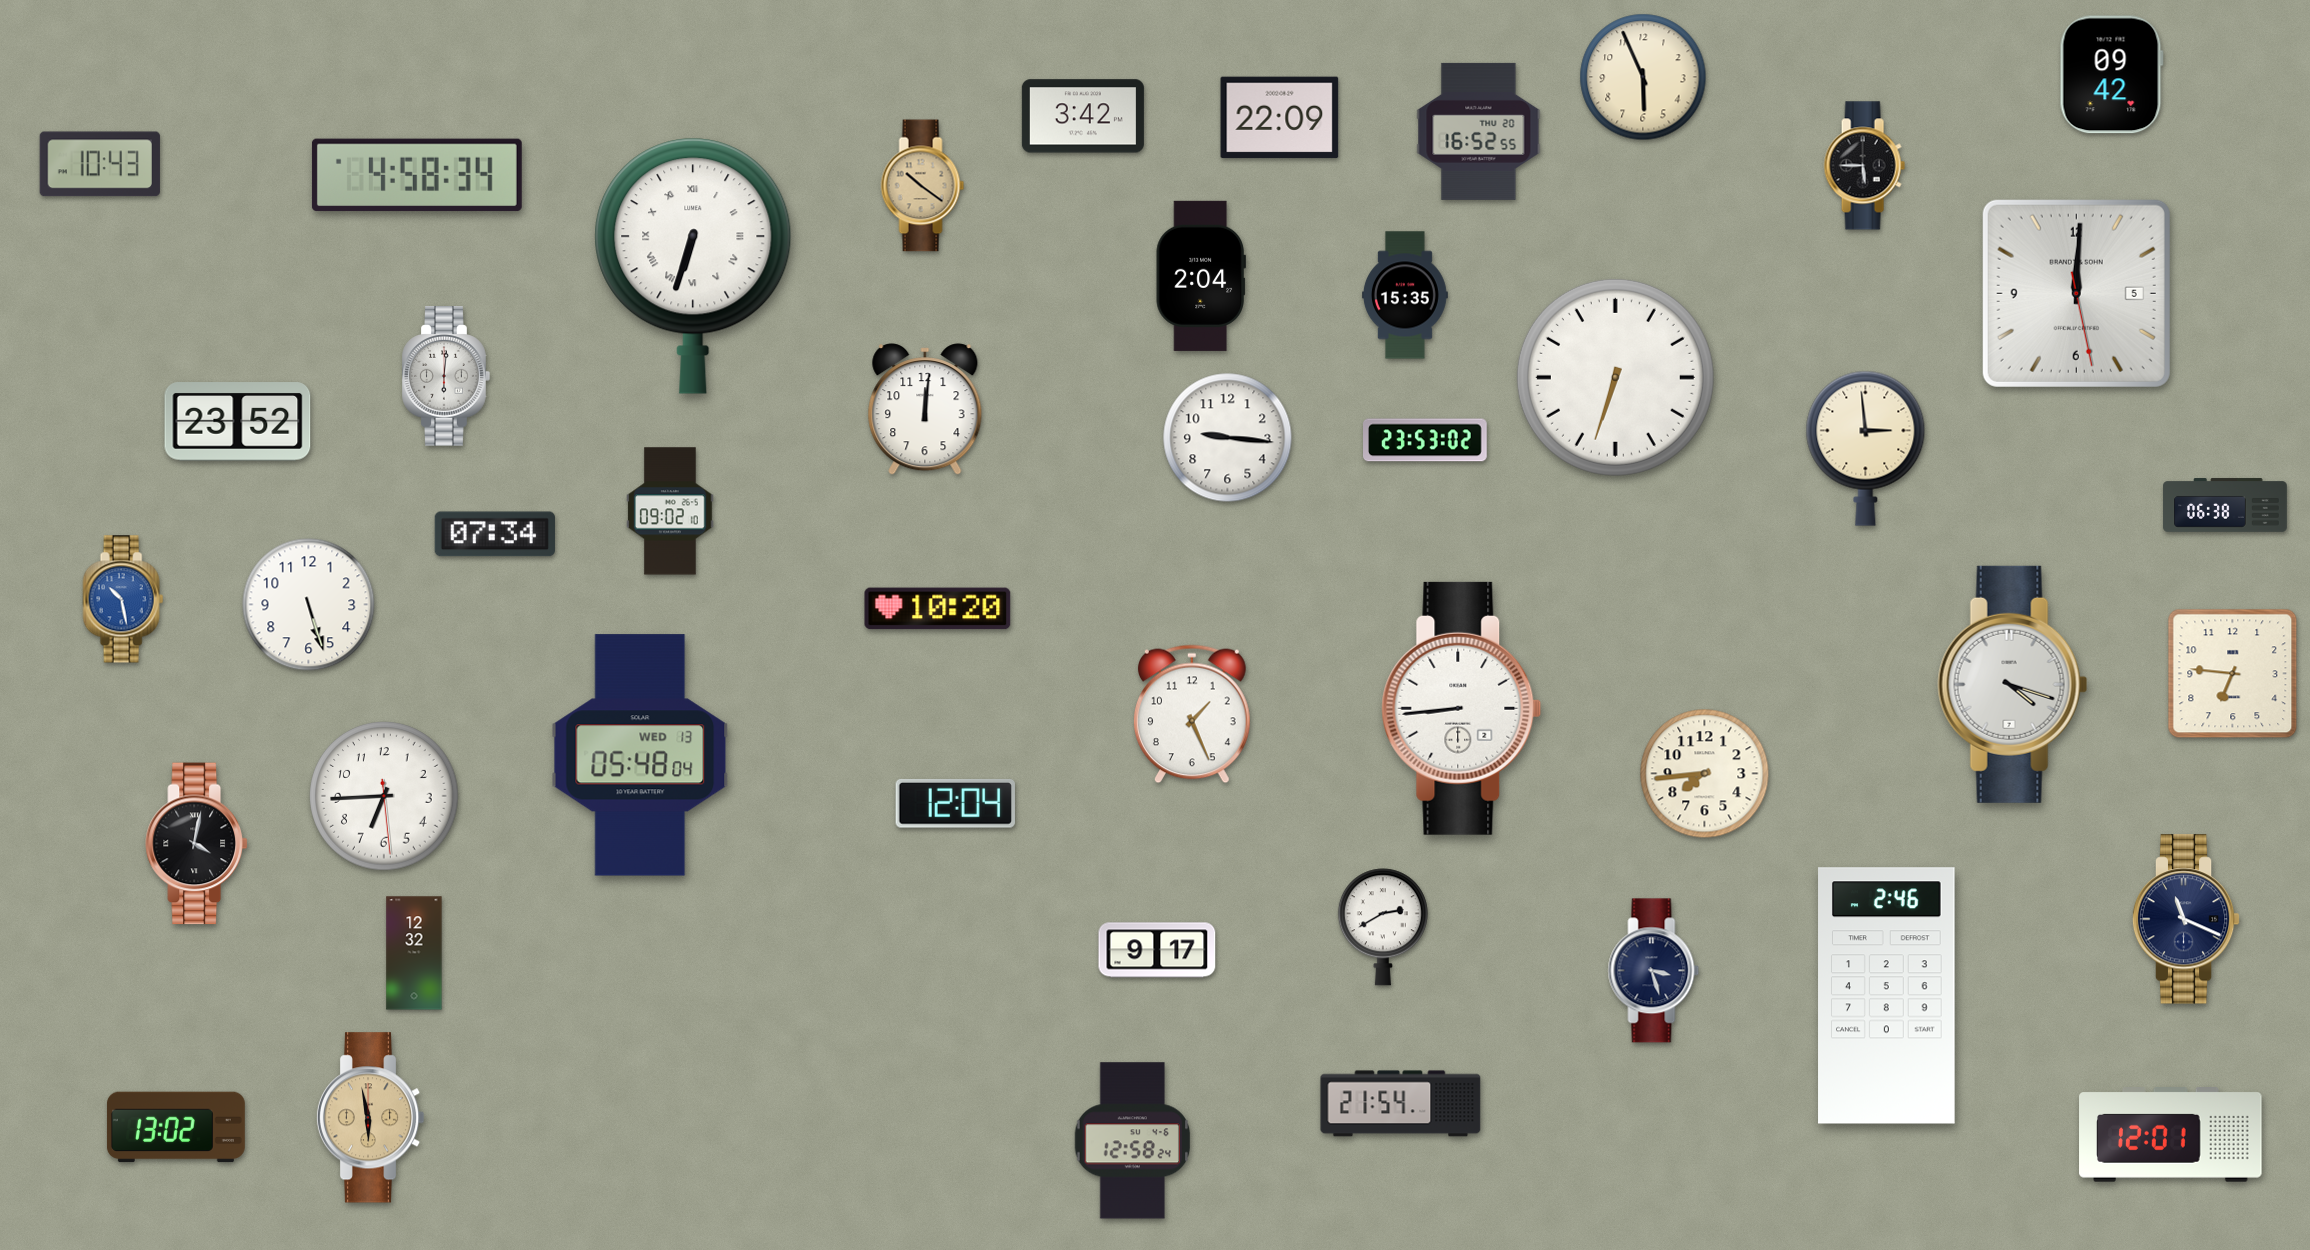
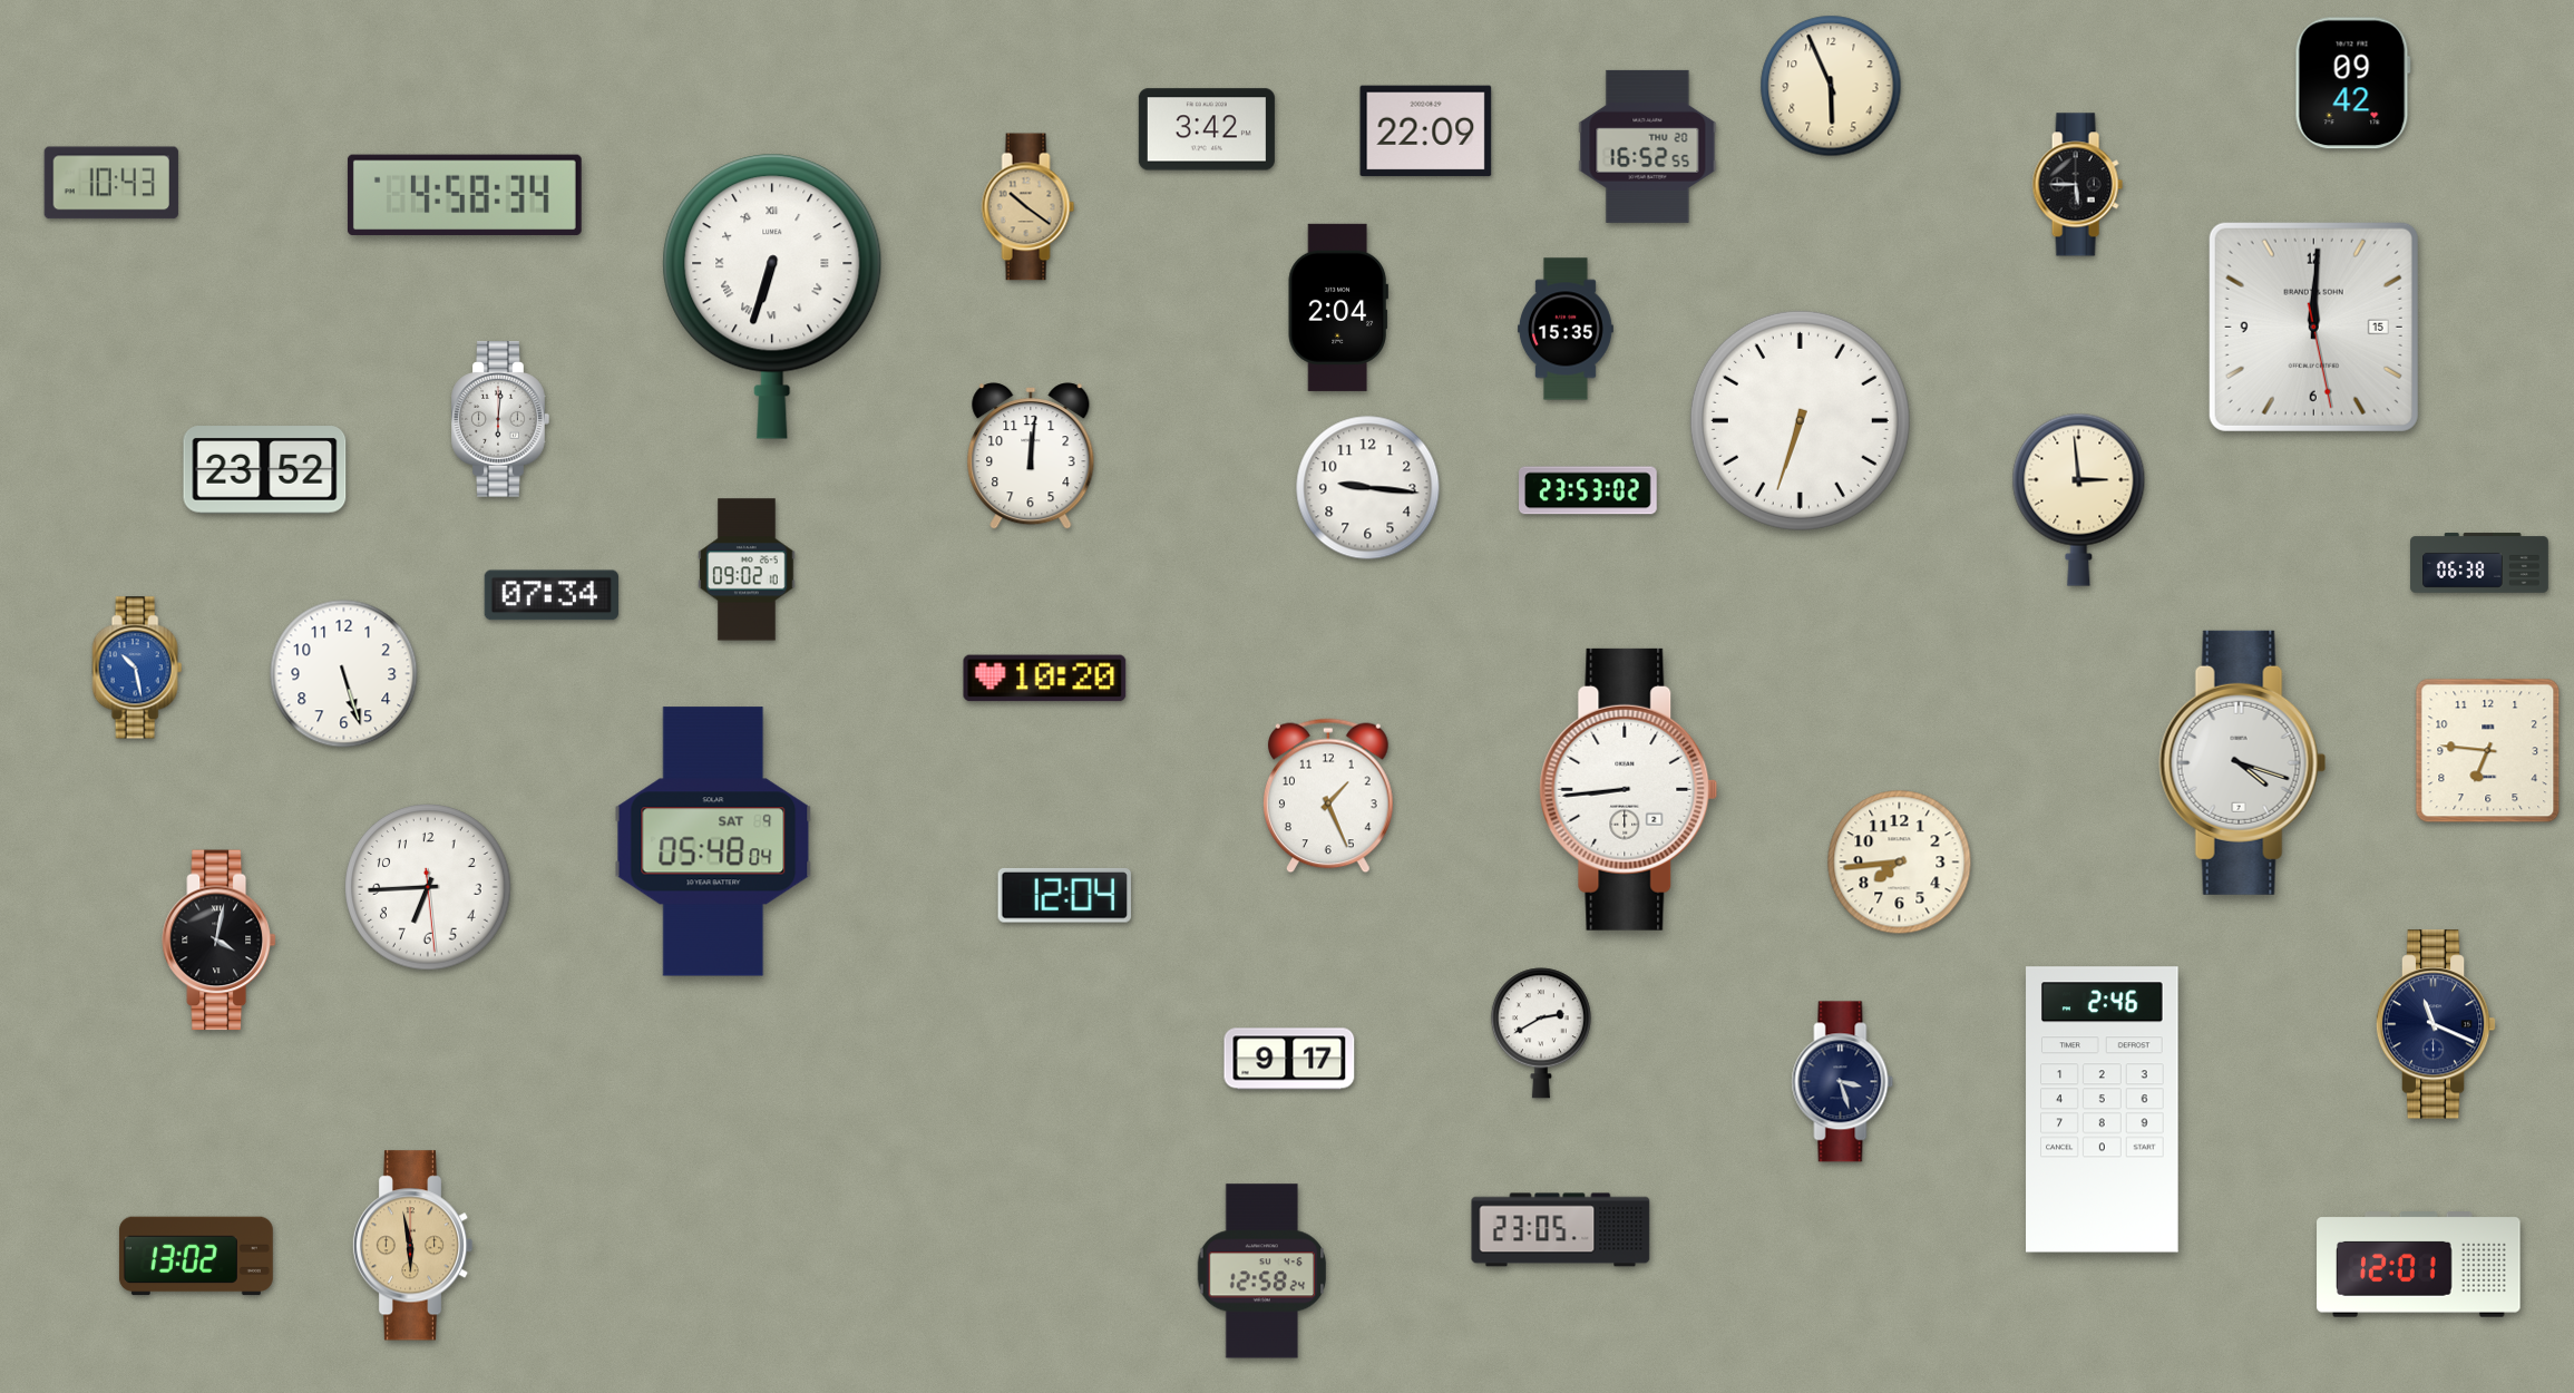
clock at (2076, 293) date: 5 -> 15
clock at (446, 376) position: (446, 376) -> (500, 419)
clock at (640, 755) date: WED 13 -> SAT 9
clock at (414, 953): 12:32 -> none
clock at (1401, 1104): 21:54 -> 23:05
